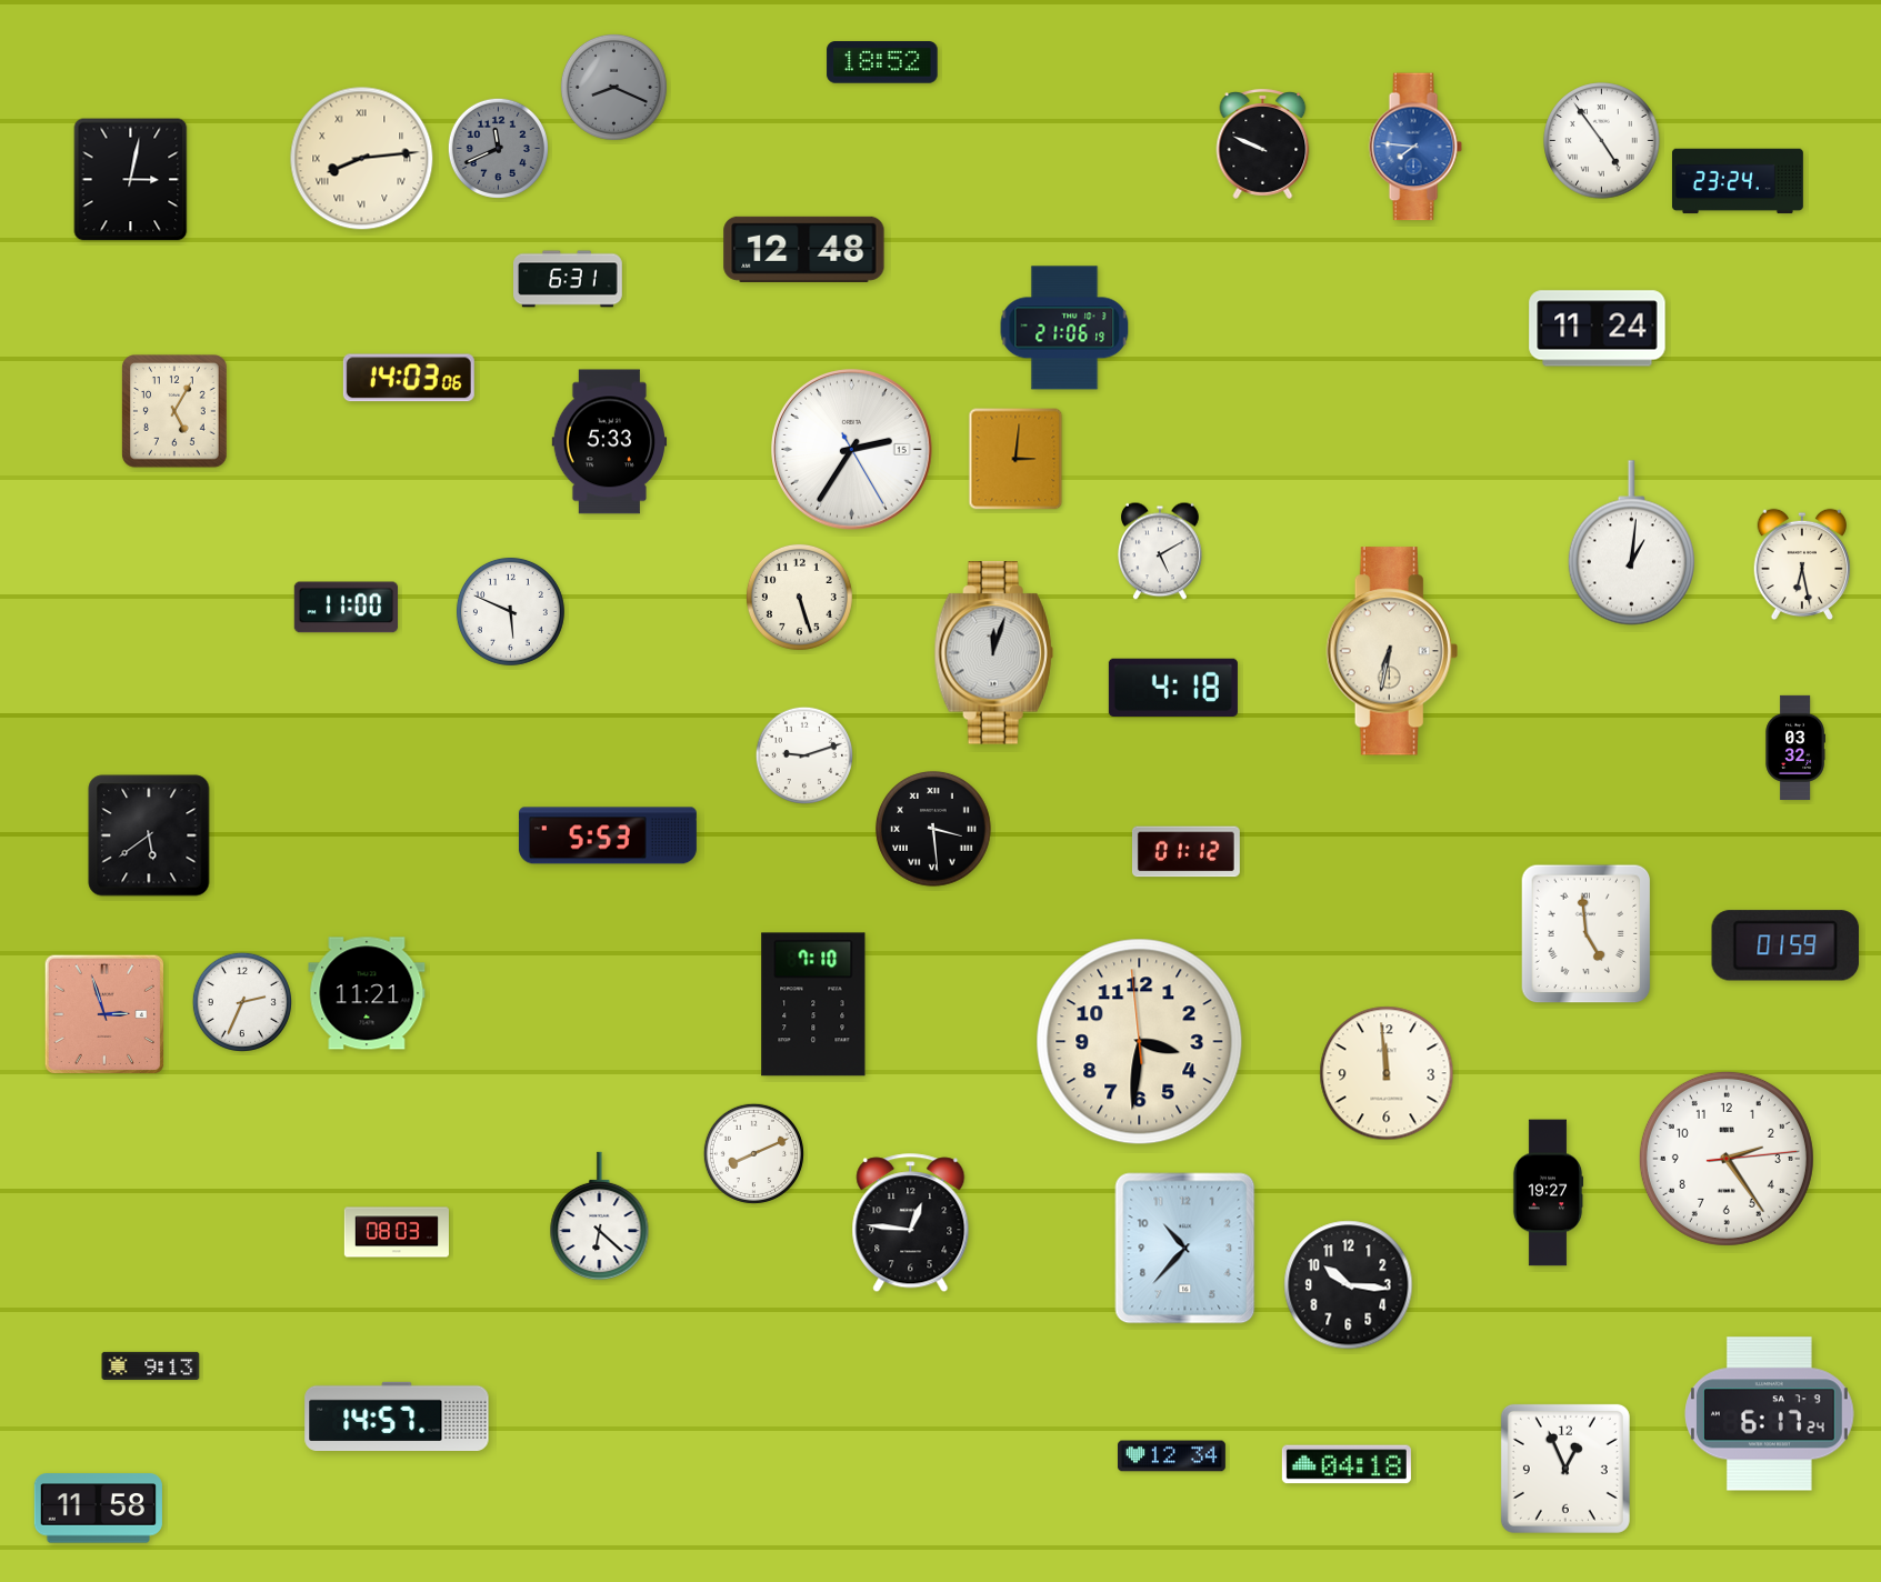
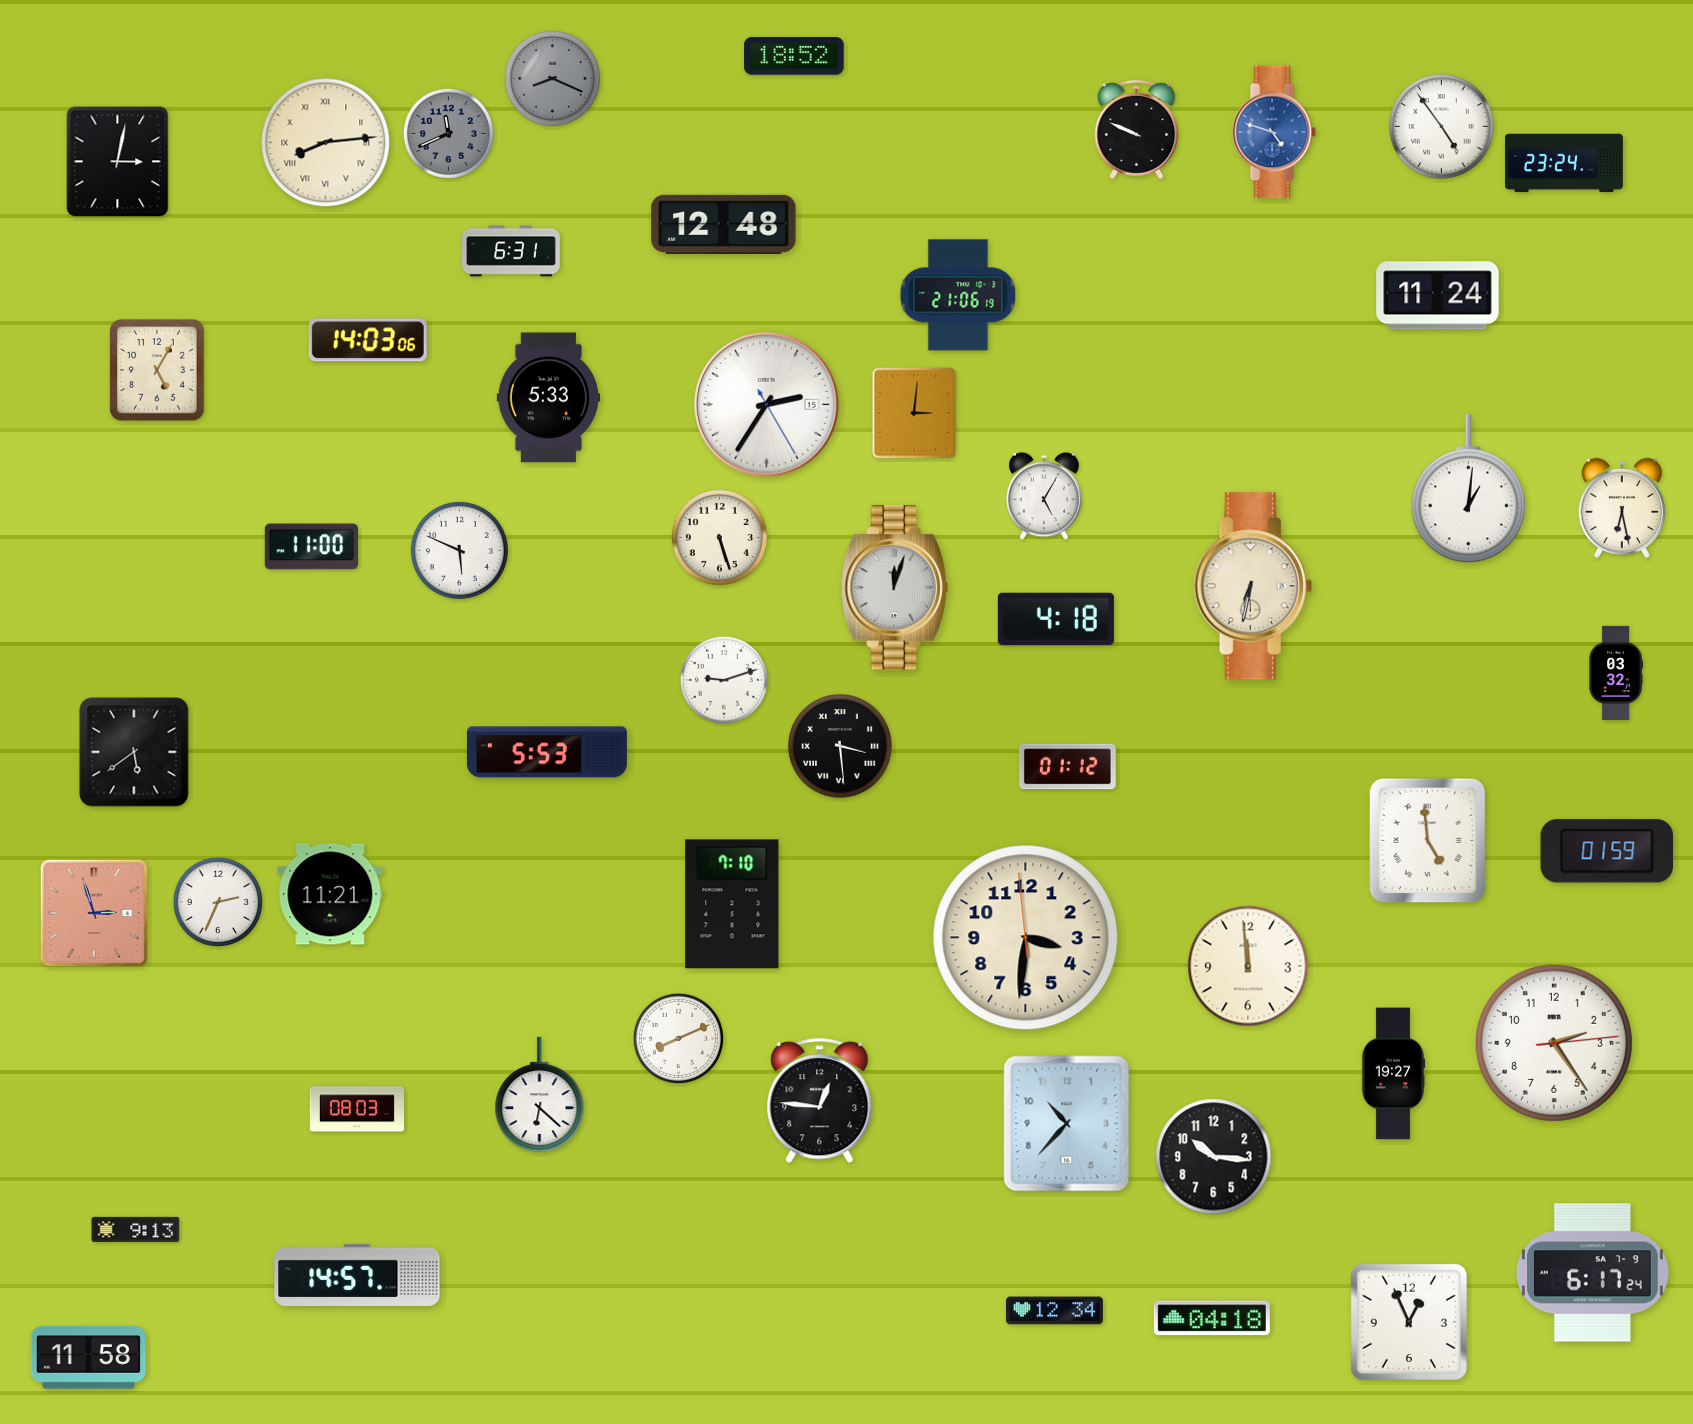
clock at (1415, 147): 7:46 -> 4:48
clock at (1161, 551): 5:10 -> 5:05
